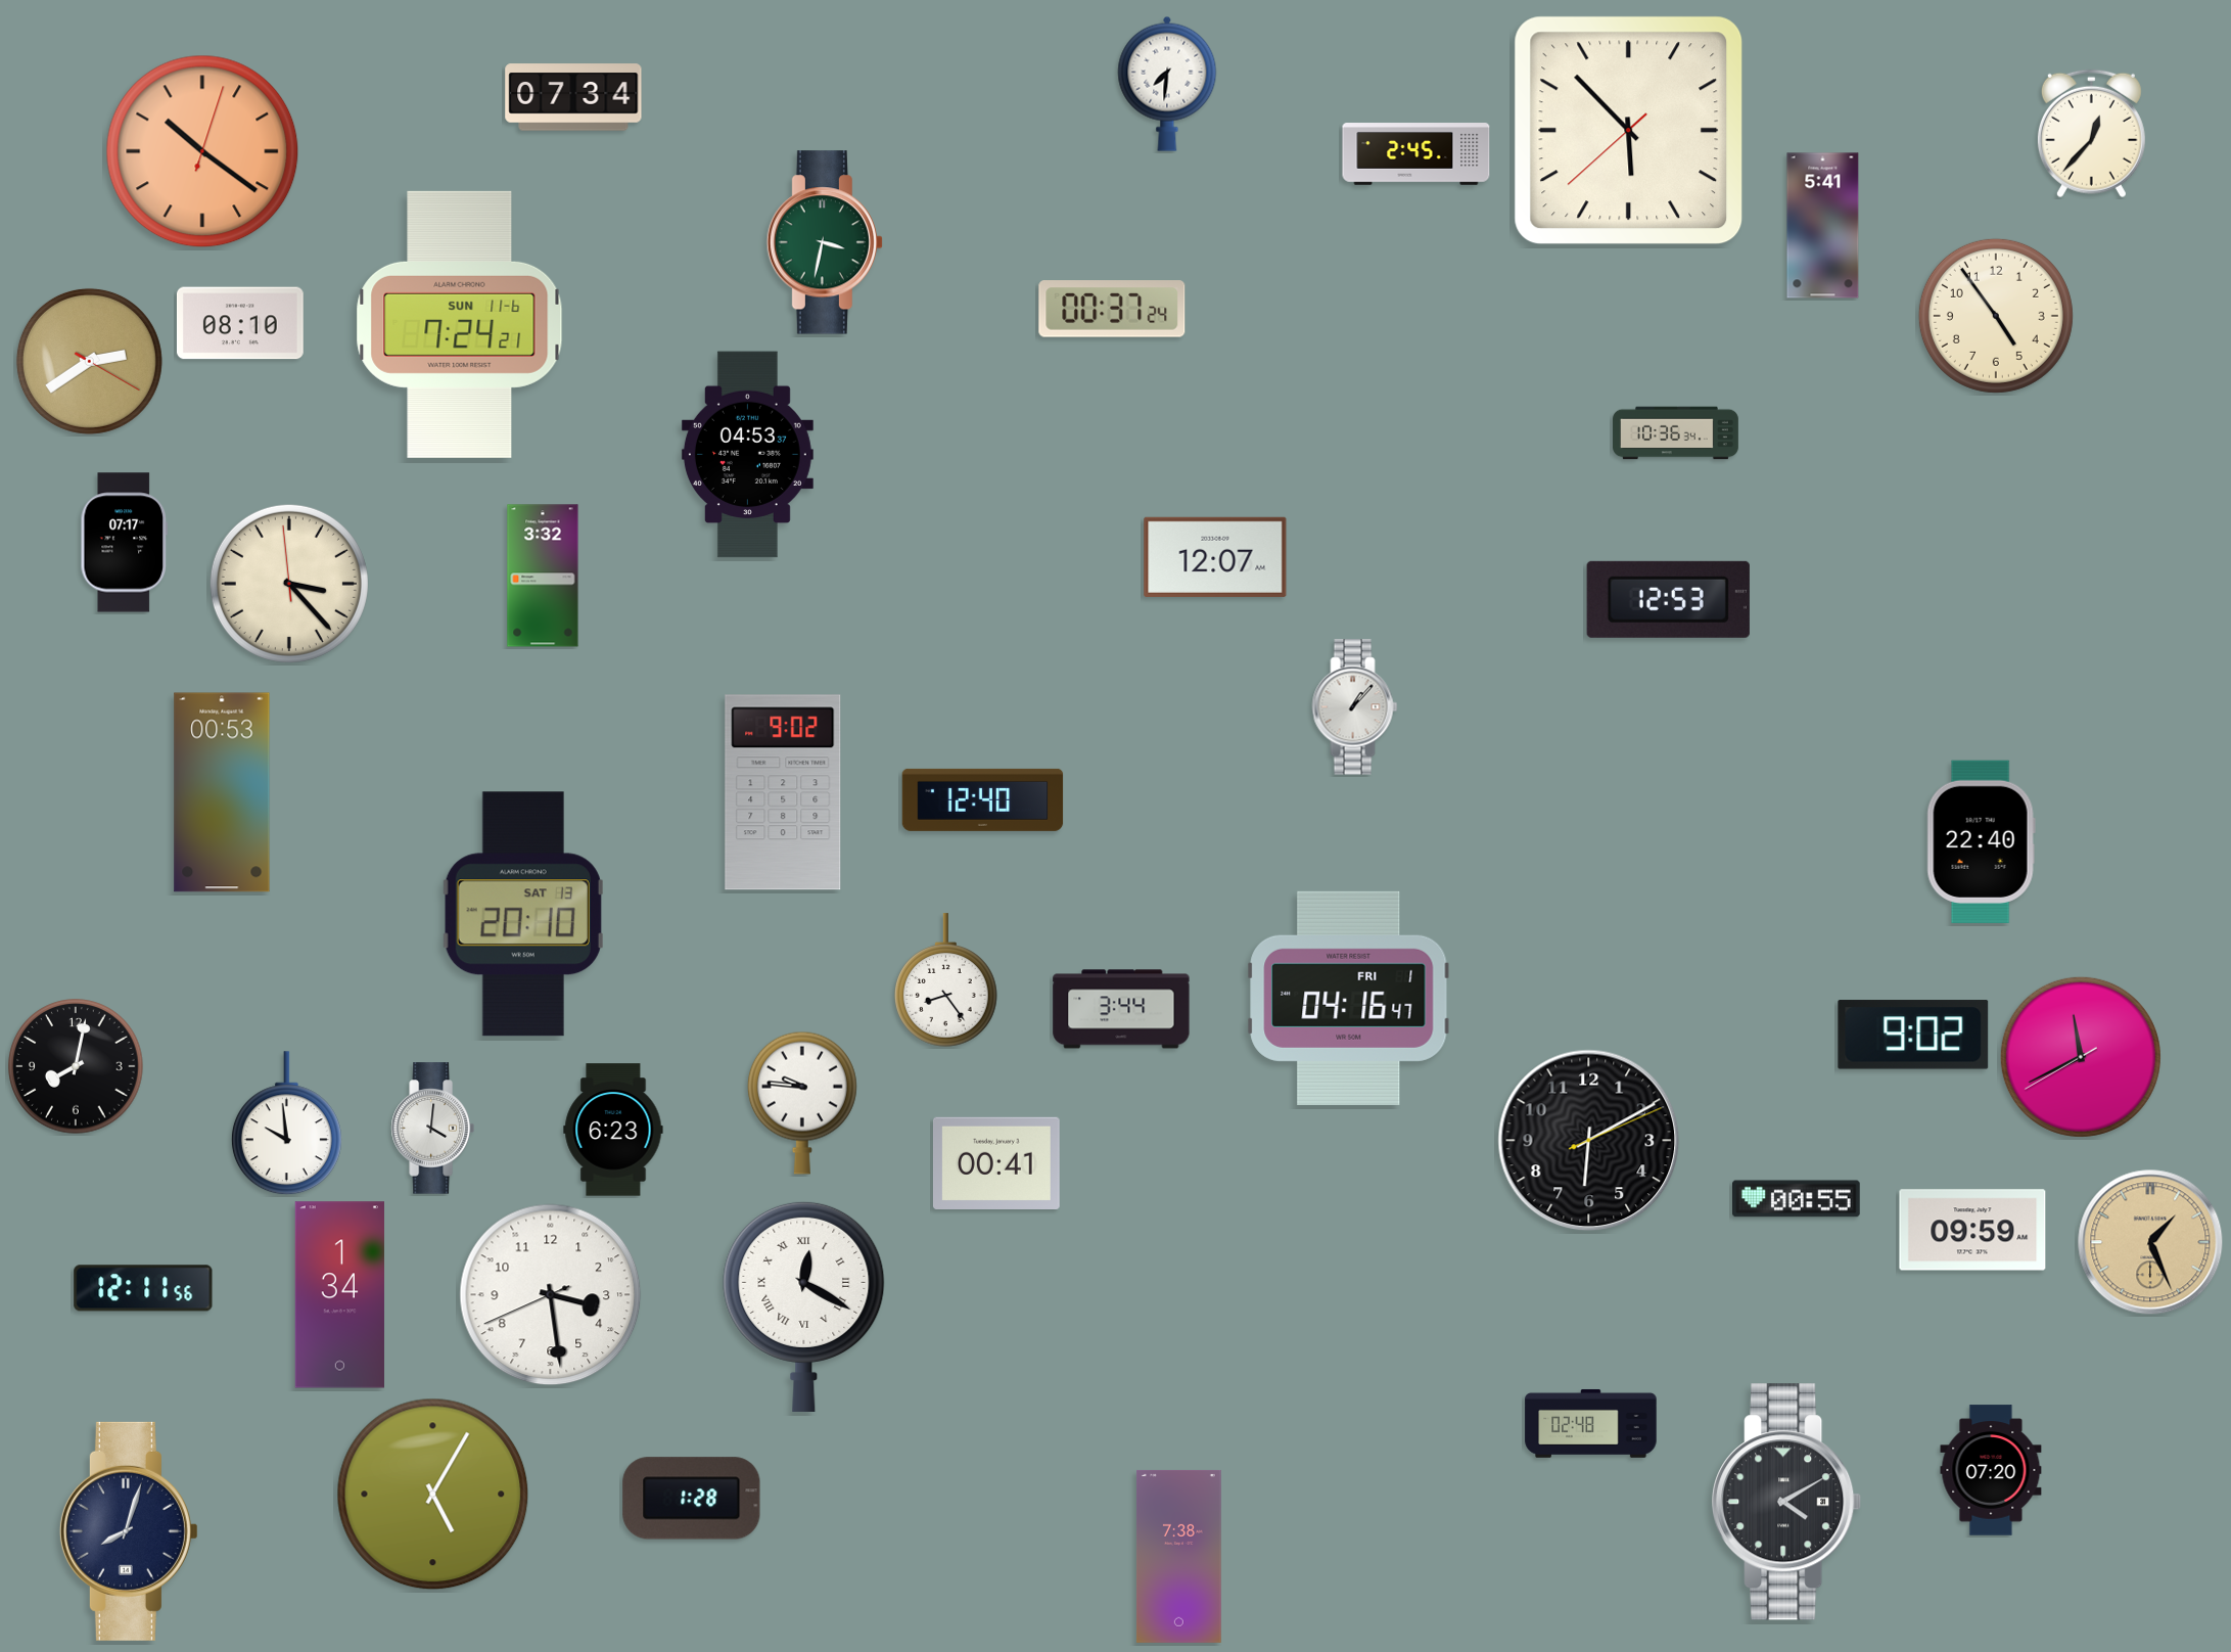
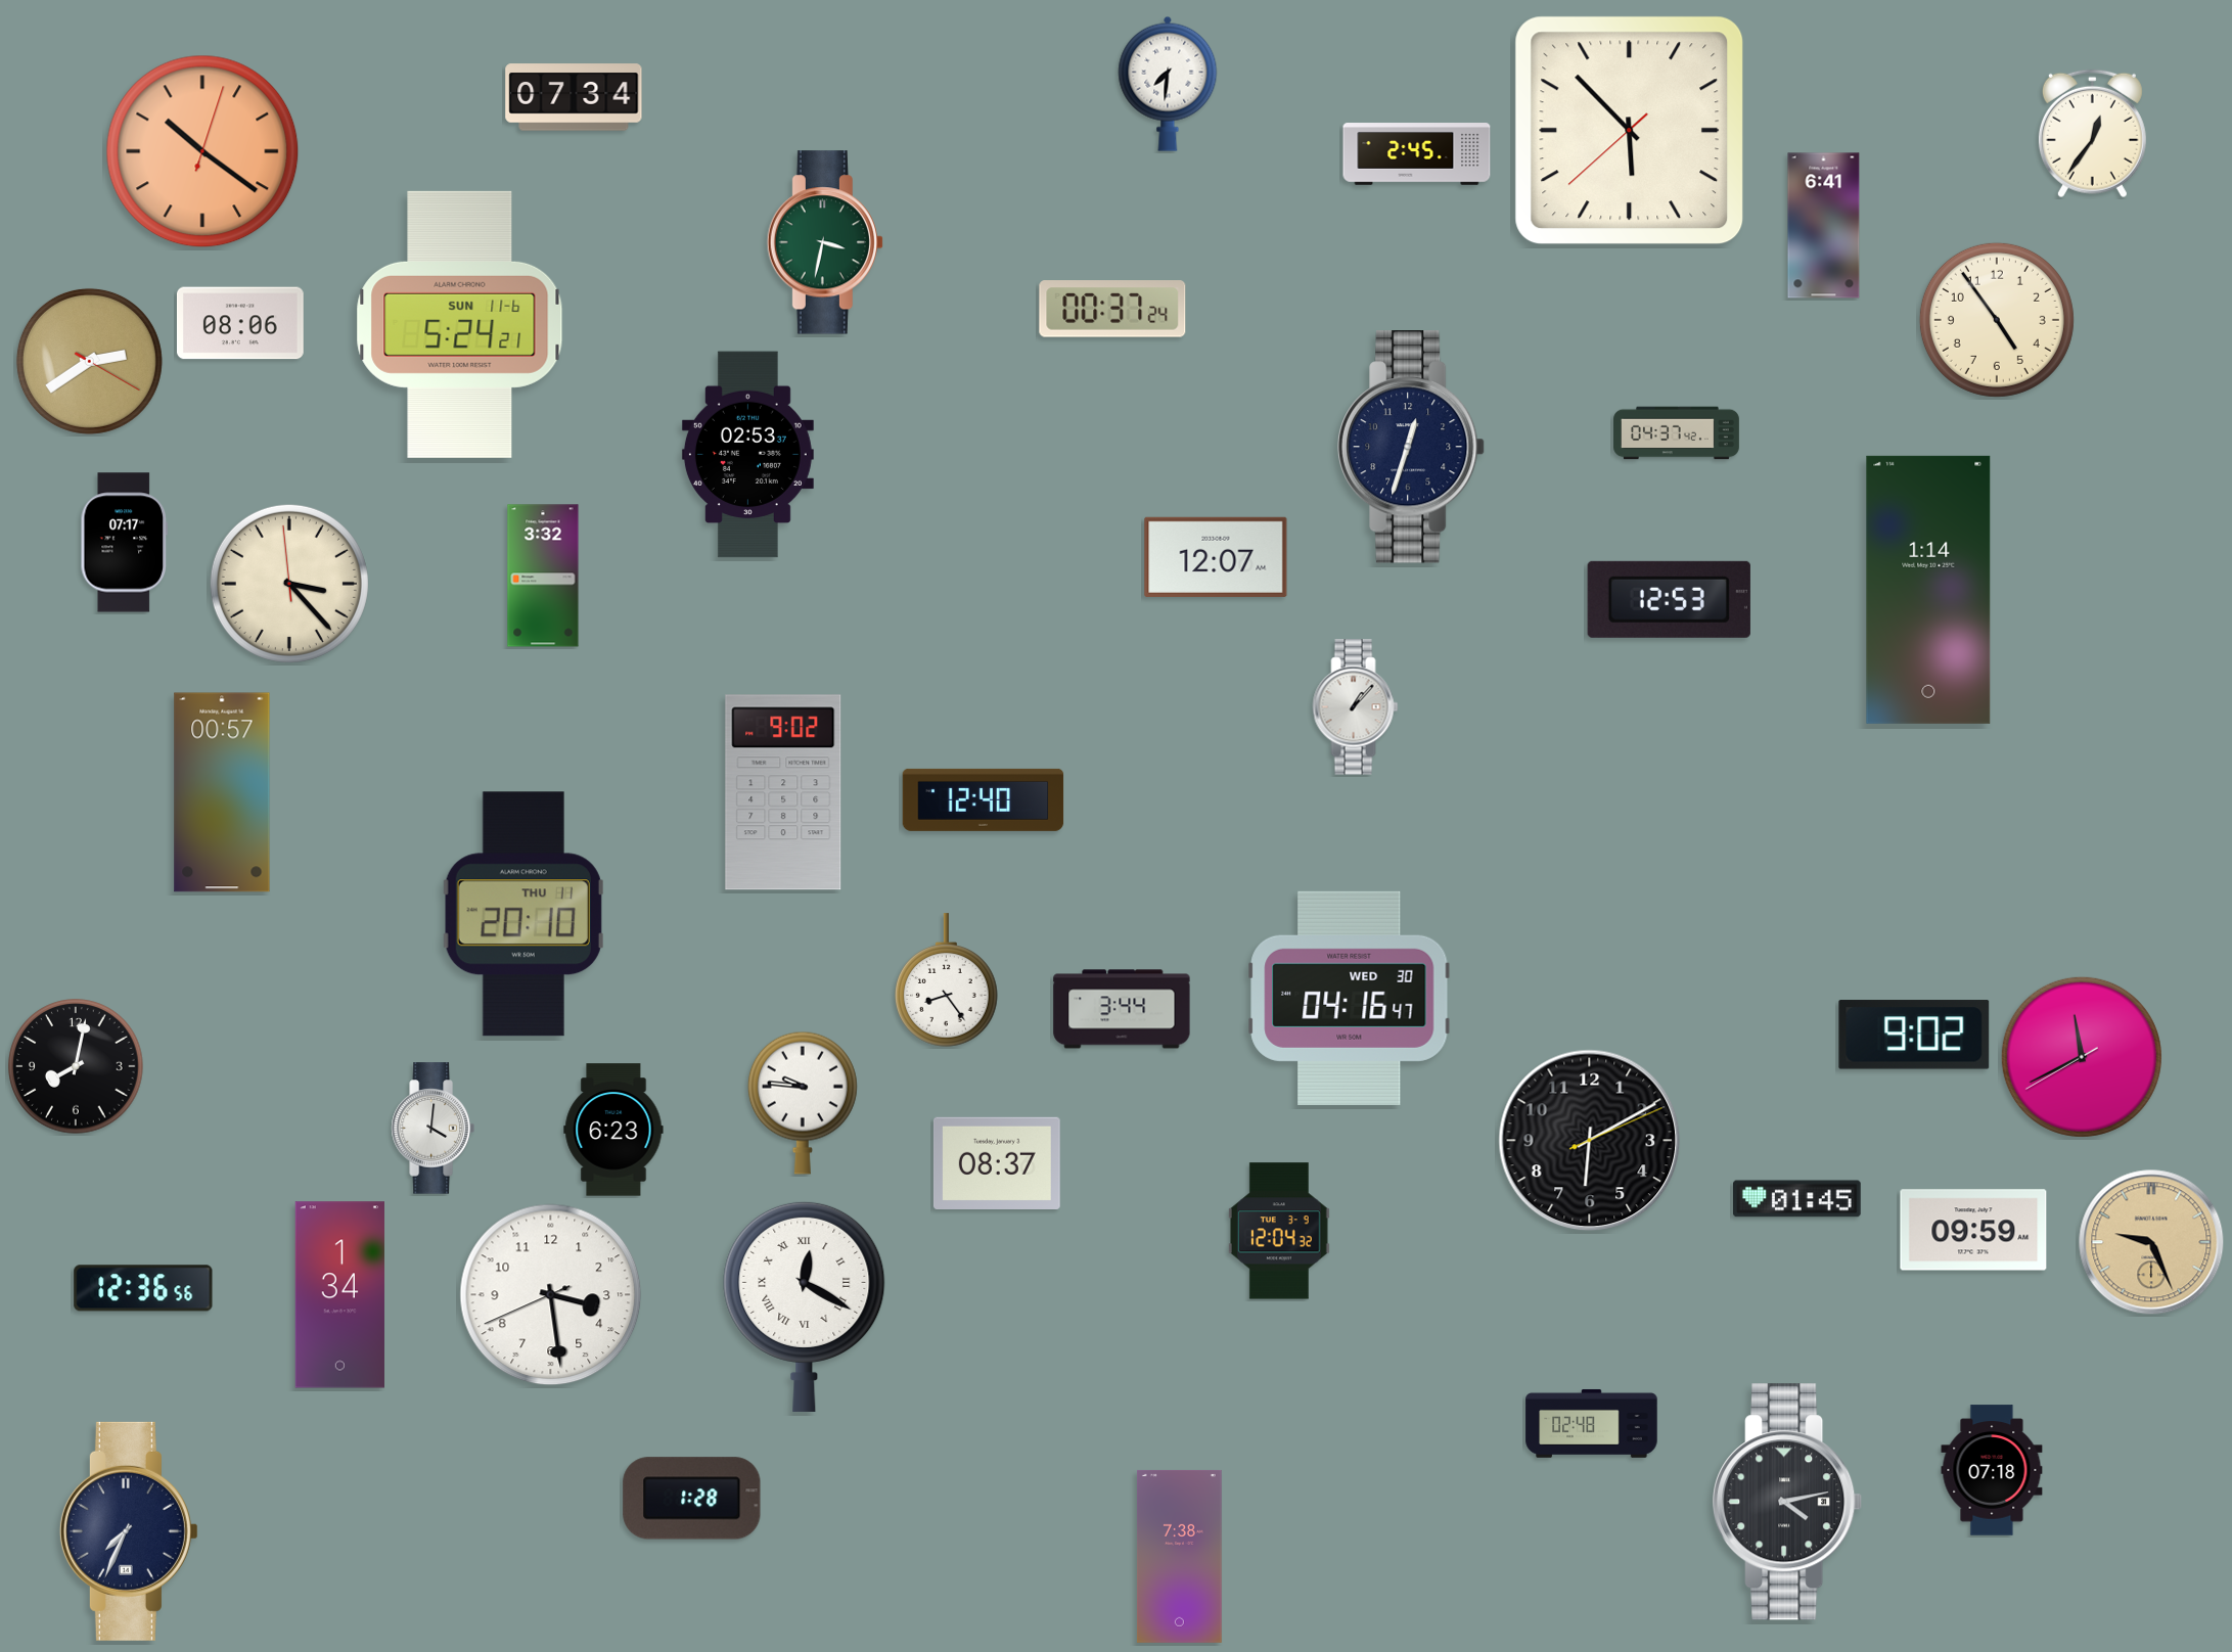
clock at (2091, 134): 12:37 -> 12:36
clock at (1823, 226): 5:41 -> 6:41
clock at (1996, 316) position: (1996, 316) -> (1997, 320)
clock at (240, 323): 08:10 -> 08:06
clock at (460, 324): 7:24 -> 5:24
clock at (1676, 433): 10:36 -> 04:37
clock at (1411, 447): none -> 12:33
clock at (747, 455): 04:53 -> 02:53
clock at (1928, 590): none -> 1:14
clock at (222, 792): 00:53 -> 00:57
clock at (1981, 841): 22:40 -> none
clock at (523, 914) date: SAT 13 -> THU 11
clock at (1349, 998) date: FRI 1 -> WED 30
clock at (286, 1123): 9:59 -> none
clock at (996, 1162): 00:41 -> 08:37
clock at (1797, 1199): 00:55 -> 01:45
clock at (1279, 1231): none -> 12:04
clock at (2150, 1242): 1:26 -> 9:26
clock at (143, 1288): 12:11 -> 12:36
clock at (1991, 1470): 07:20 -> 07:18
clock at (433, 1495): 5:05 -> none
clock at (1787, 1502): 4:10 -> 4:13
clock at (129, 1531): 8:03 -> 7:34
